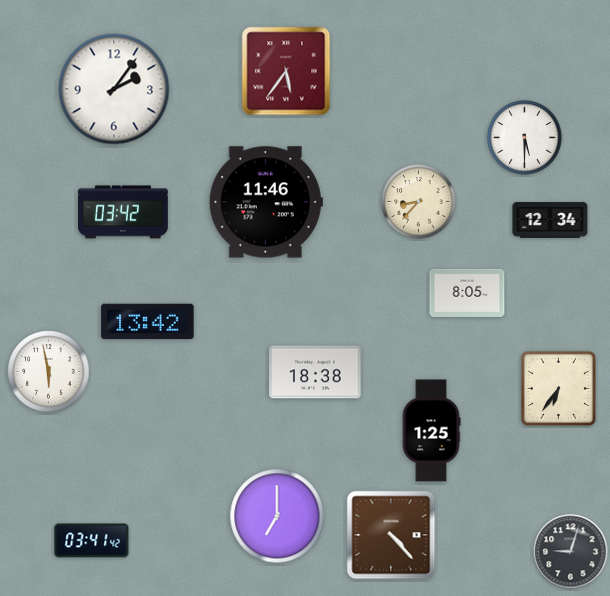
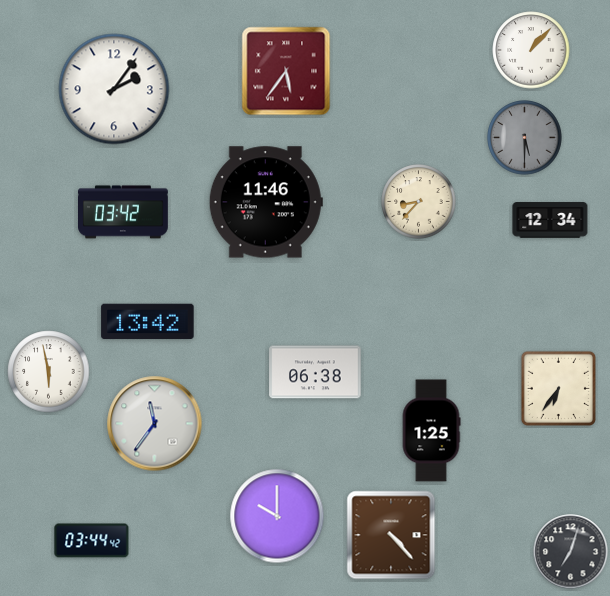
clock at (531, 50): none -> 1:07
clock at (525, 138) dial: white -> grey
clock at (467, 293): 8:05 -> none
clock at (315, 372): 18:38 -> 06:38
clock at (155, 424): none -> 11:36
clock at (277, 516): 7:00 -> 10:00
clock at (92, 541): 03:41 -> 03:44
clock at (571, 552): 9:03 -> 7:03
